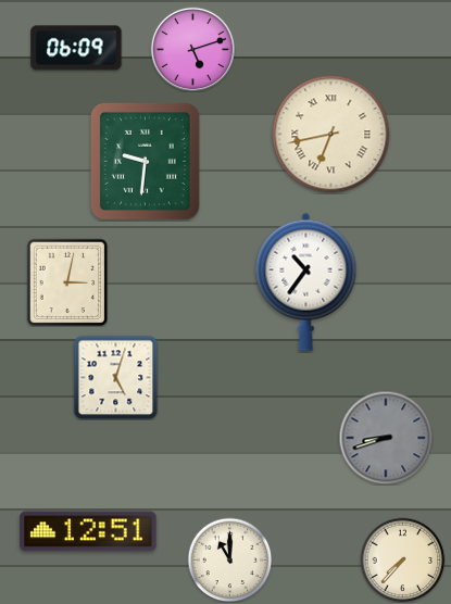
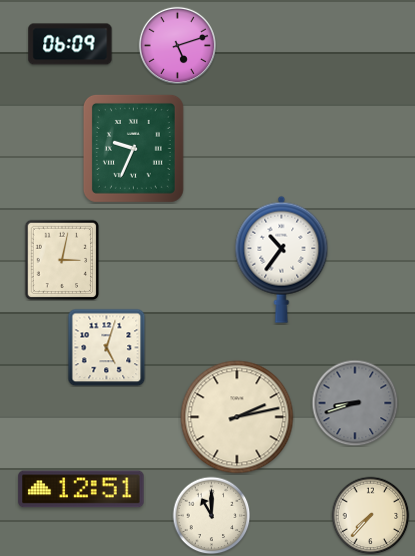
clock at (331, 135): 6:43 -> none
clock at (145, 161): 9:31 -> 9:34
clock at (237, 417): none -> 2:13
